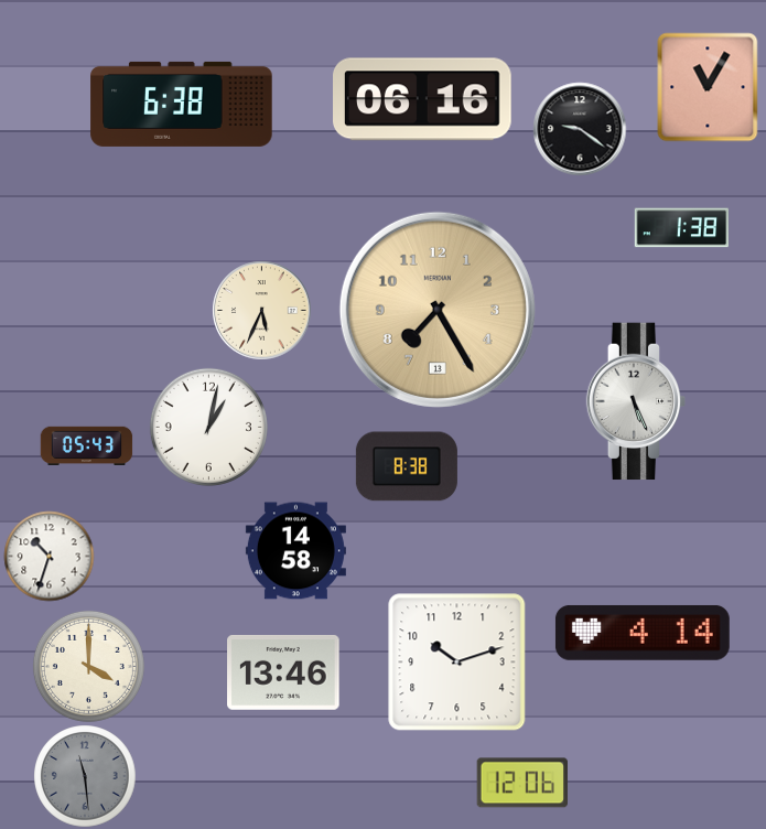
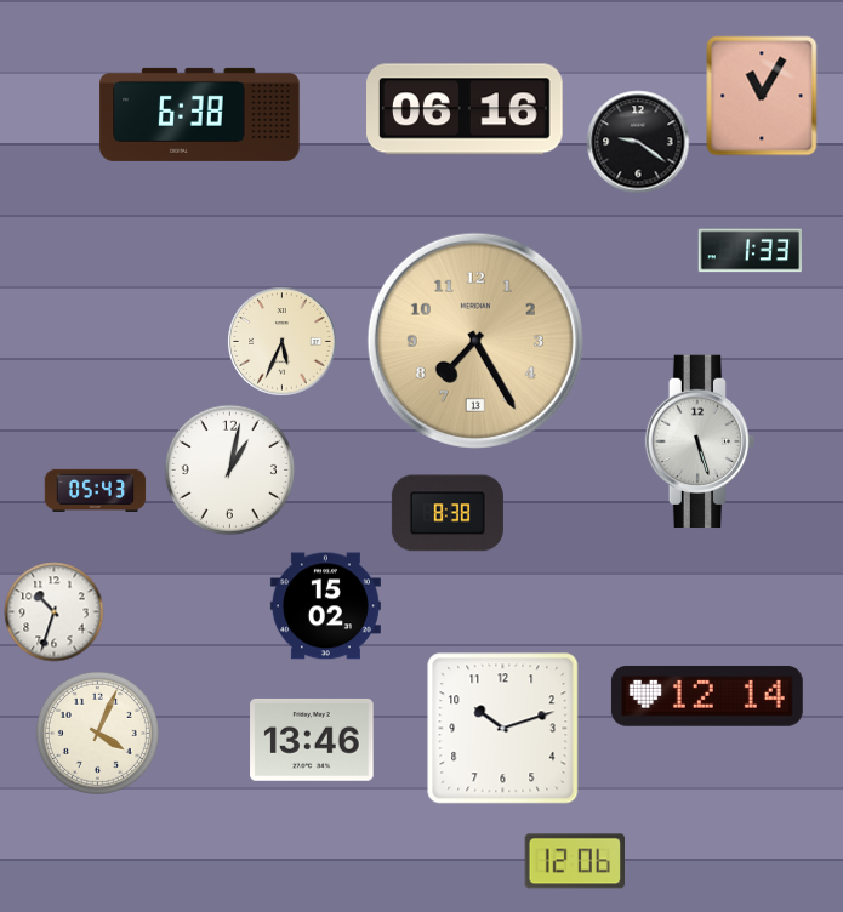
clock at (708, 87) position: (708, 87) -> (762, 96)
clock at (681, 228): 1:38 -> 1:33
clock at (261, 310) position: (261, 310) -> (281, 341)
clock at (438, 310) position: (438, 310) -> (475, 341)
clock at (636, 401): 5:26 -> 5:27
clock at (295, 551): 14:58 -> 15:02
clock at (643, 633): 4:14 -> 12:14
clock at (88, 666): 4:00 -> 4:04
clock at (85, 776): 11:29 -> none
